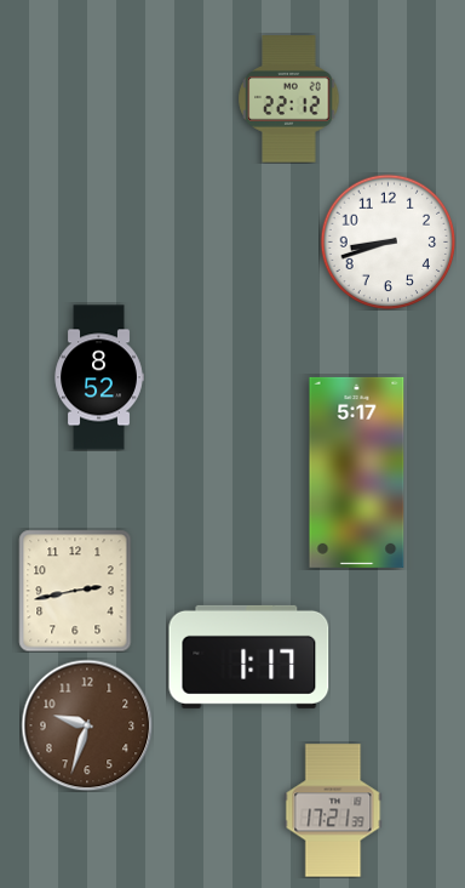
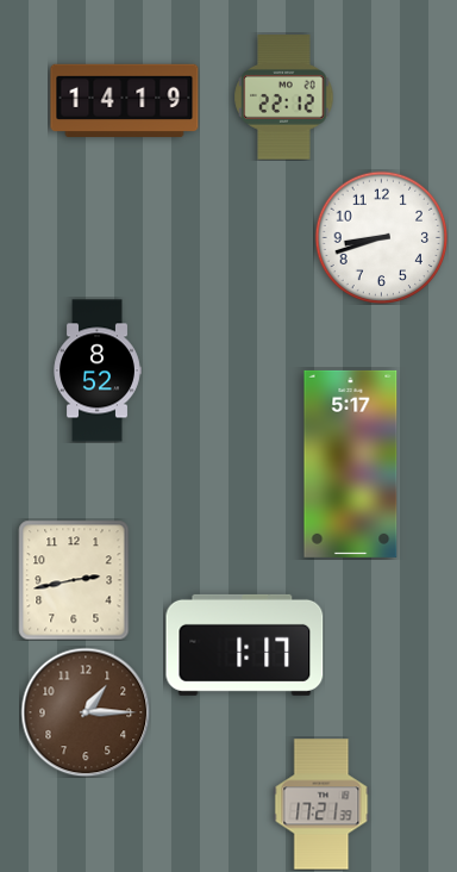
clock at (125, 101): none -> 14:19
clock at (87, 725): 9:33 -> 1:15
clock at (333, 810) position: (333, 810) -> (321, 804)
